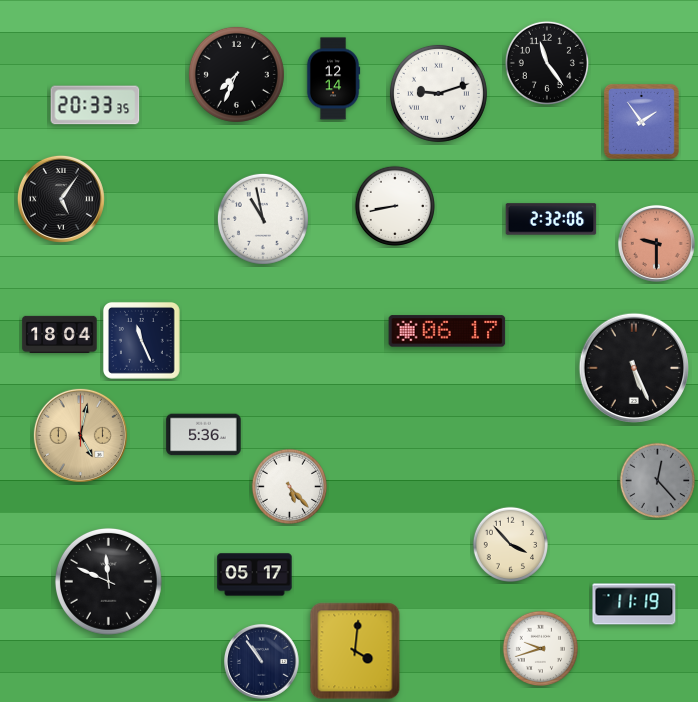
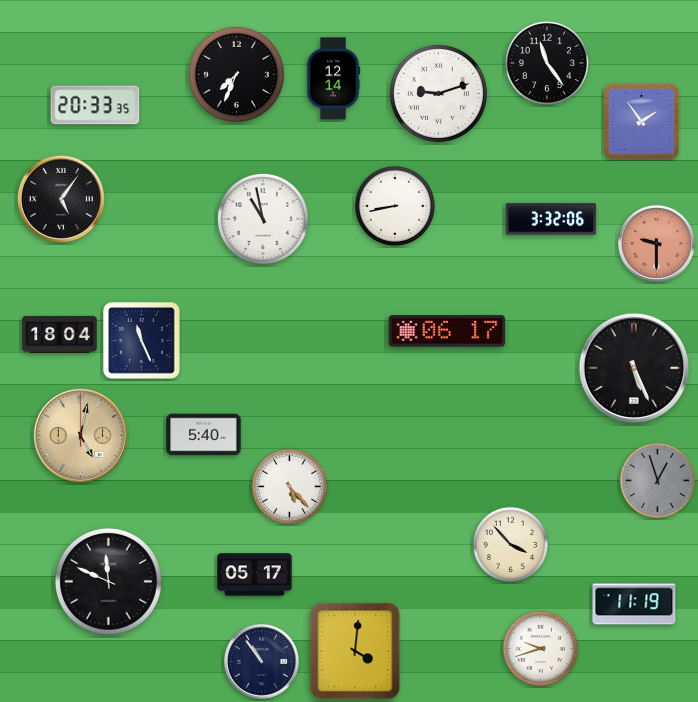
clock at (551, 219): 2:32 -> 3:32
clock at (204, 435): 5:36 -> 5:40
clock at (657, 480): 12:23 -> 12:57
